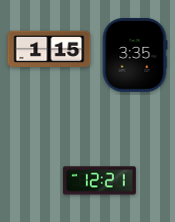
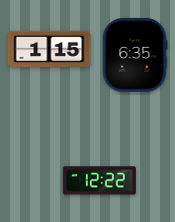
clock at (135, 56): 3:35 -> 6:35
clock at (99, 181): 12:21 -> 12:22
